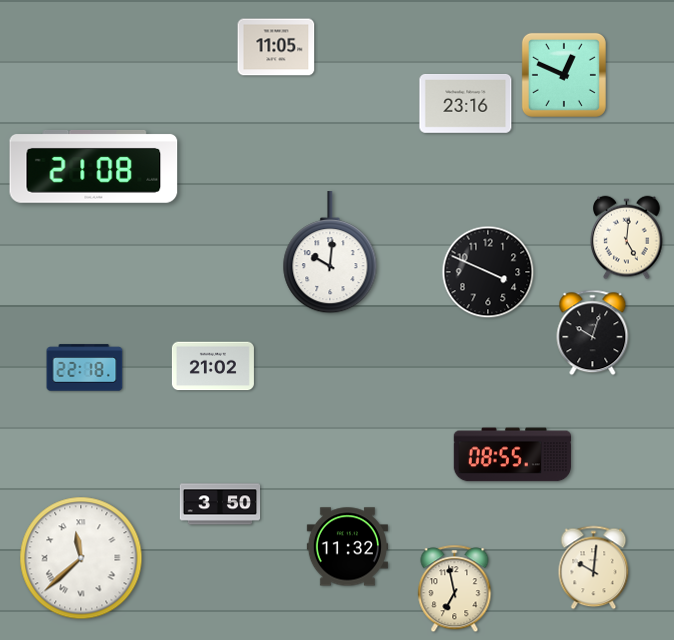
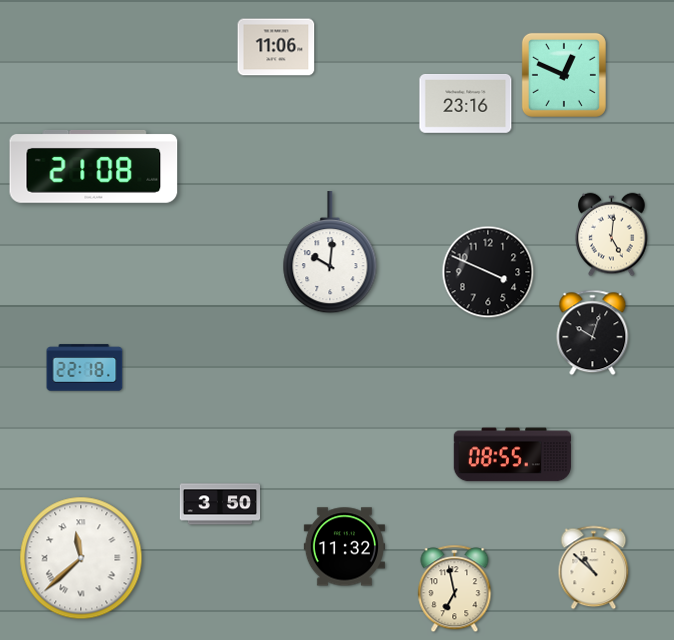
clock at (276, 47): 11:05 -> 11:06
clock at (627, 238) position: (627, 238) -> (612, 235)
clock at (213, 366): 21:02 -> none
clock at (347, 547) position: (347, 547) -> (344, 547)
clock at (594, 568): 10:01 -> 10:52
